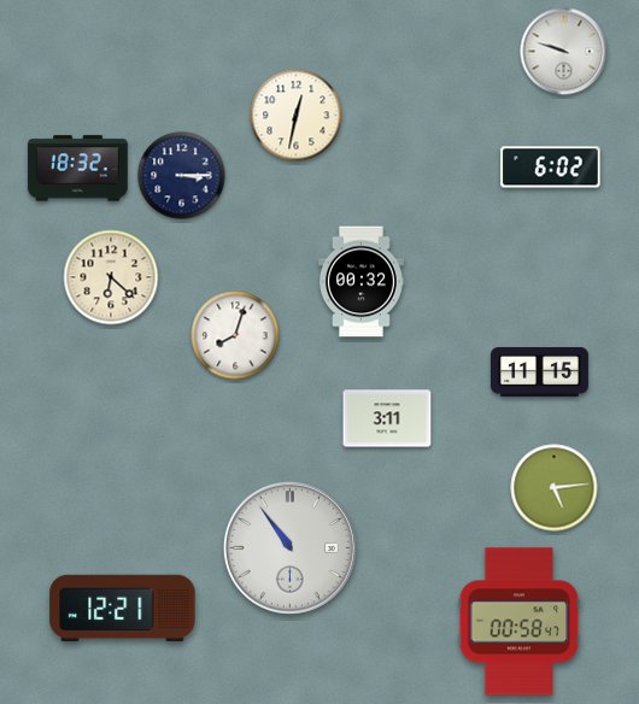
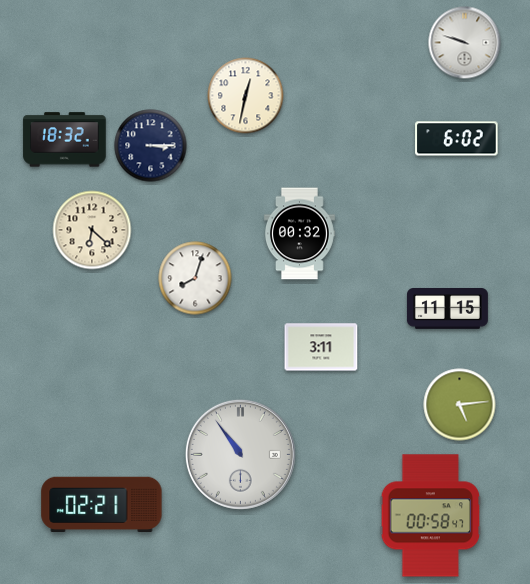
clock at (564, 52) position: (564, 52) -> (465, 43)
clock at (123, 608): 12:21 -> 02:21
